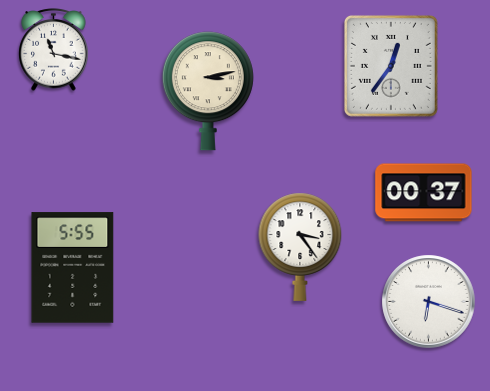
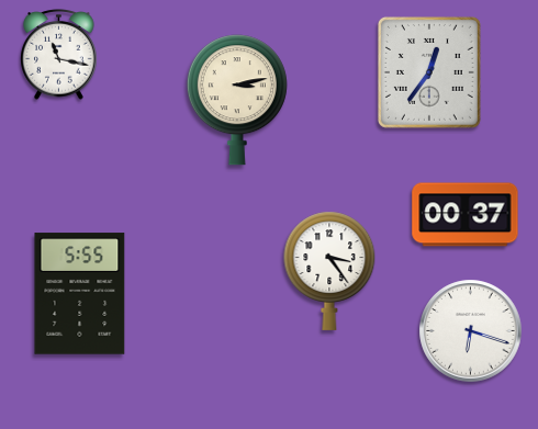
clock at (208, 91) position: (208, 91) -> (237, 100)
clock at (424, 193) position: (424, 193) -> (466, 215)
